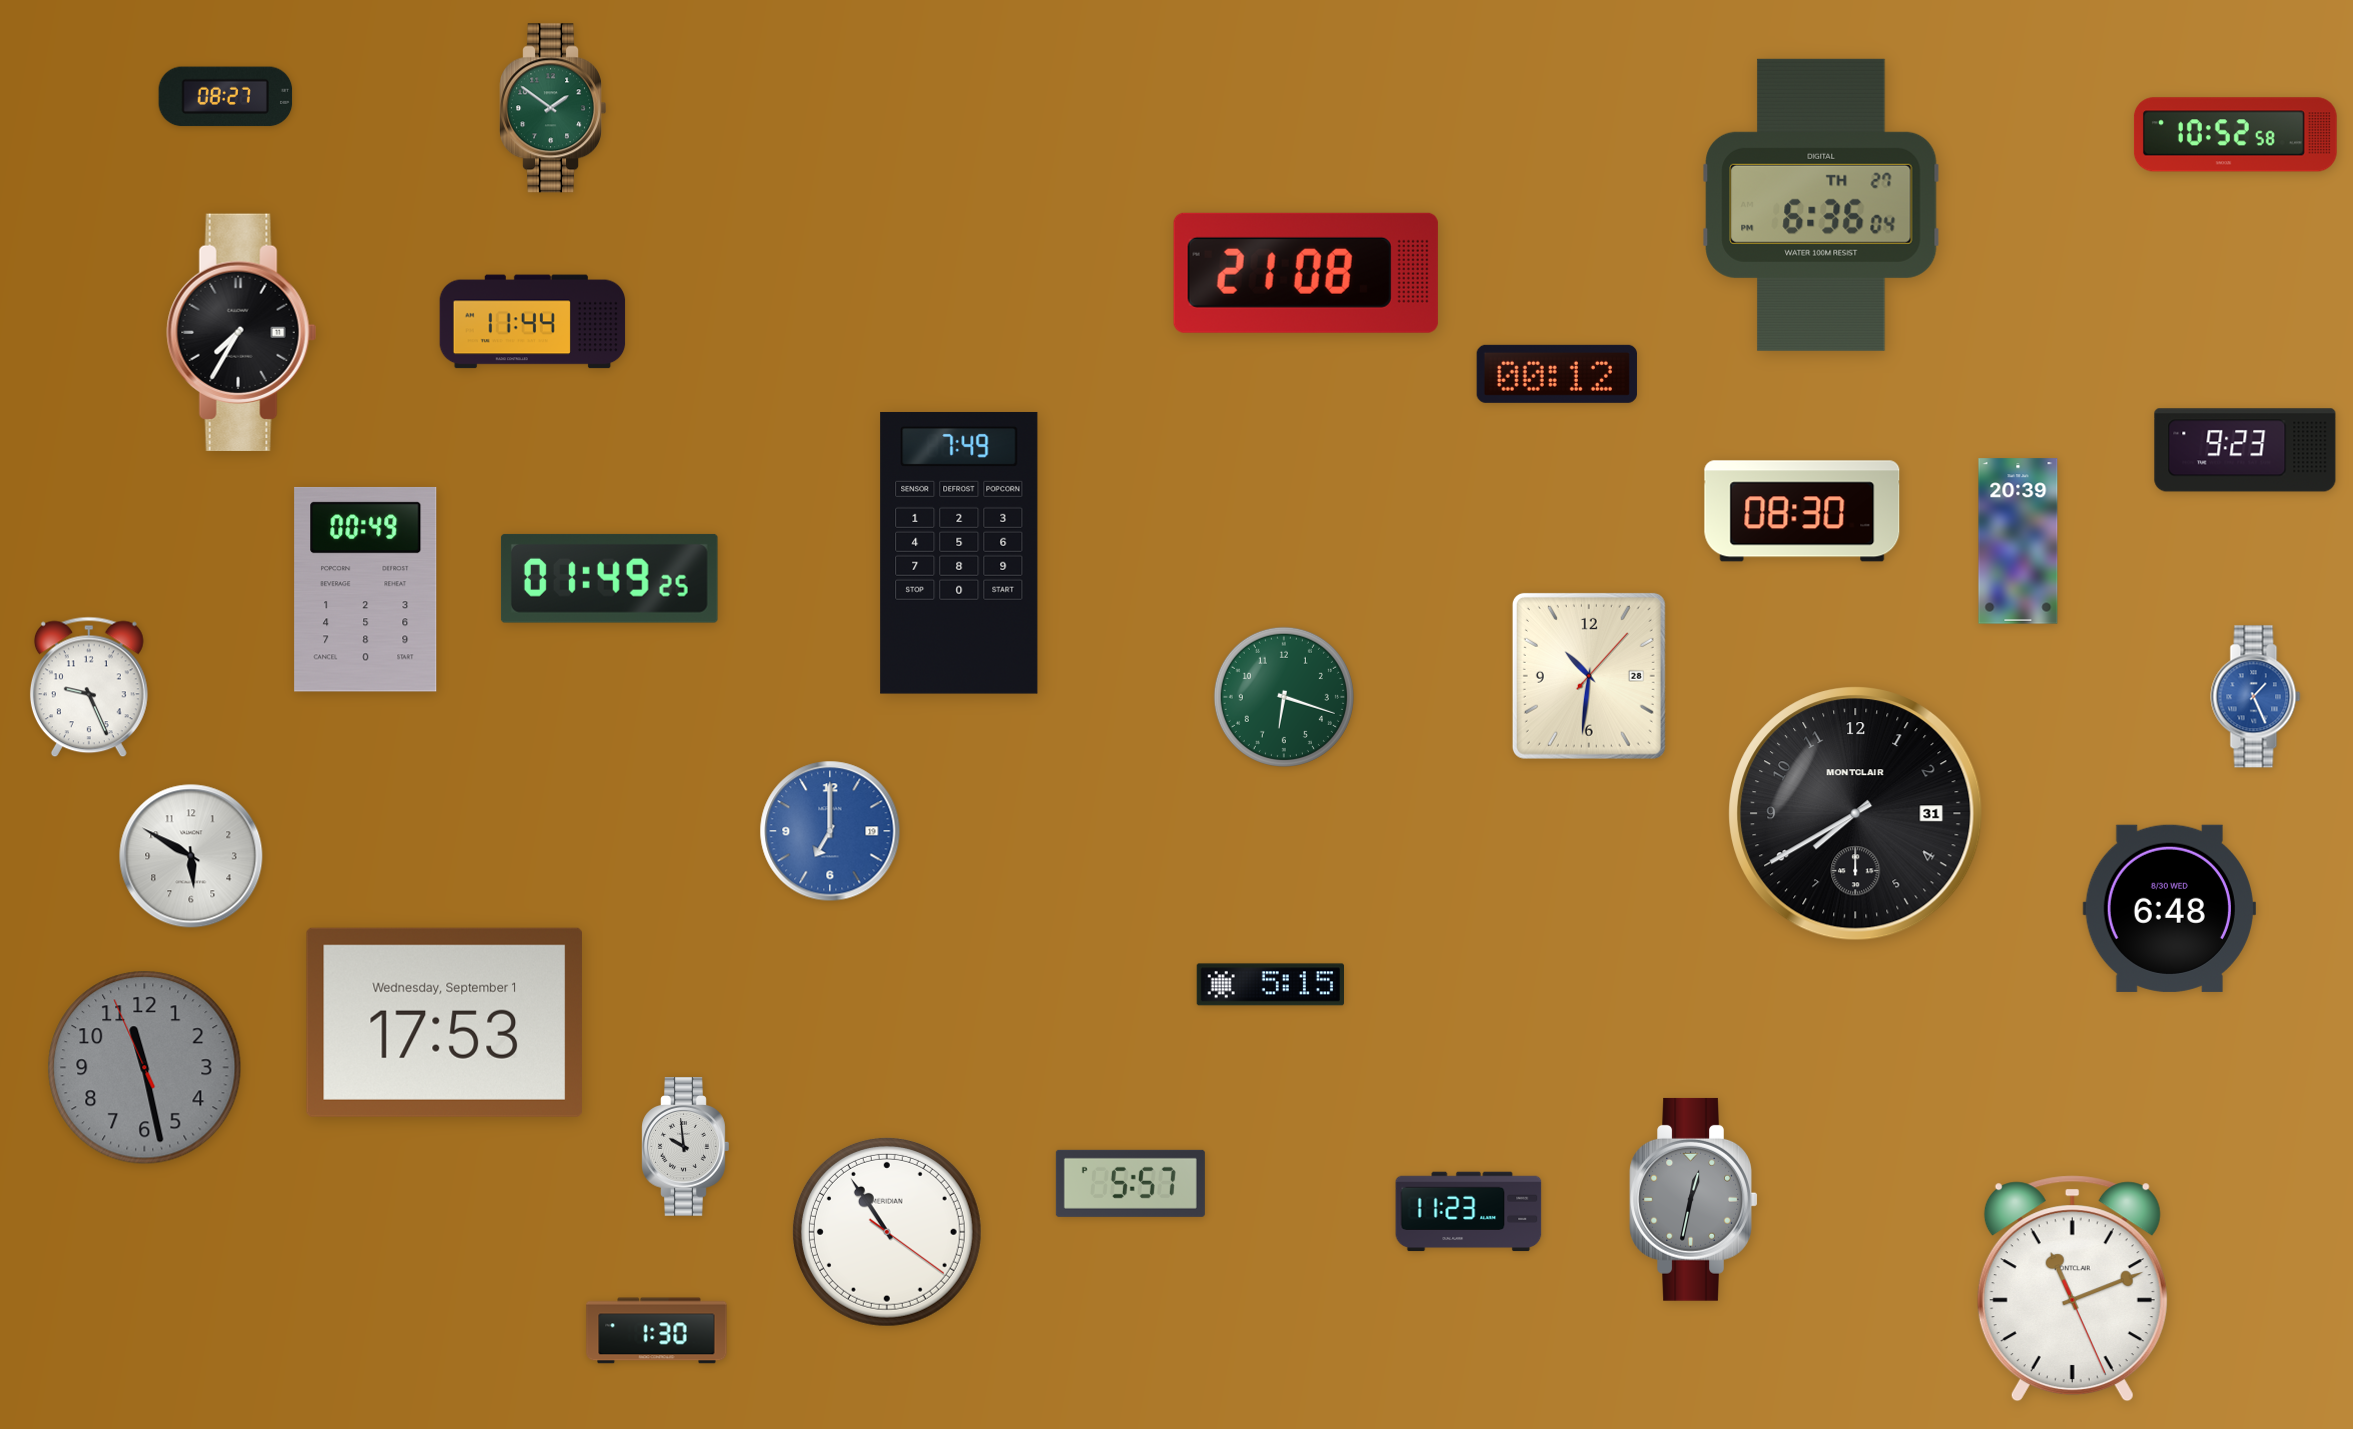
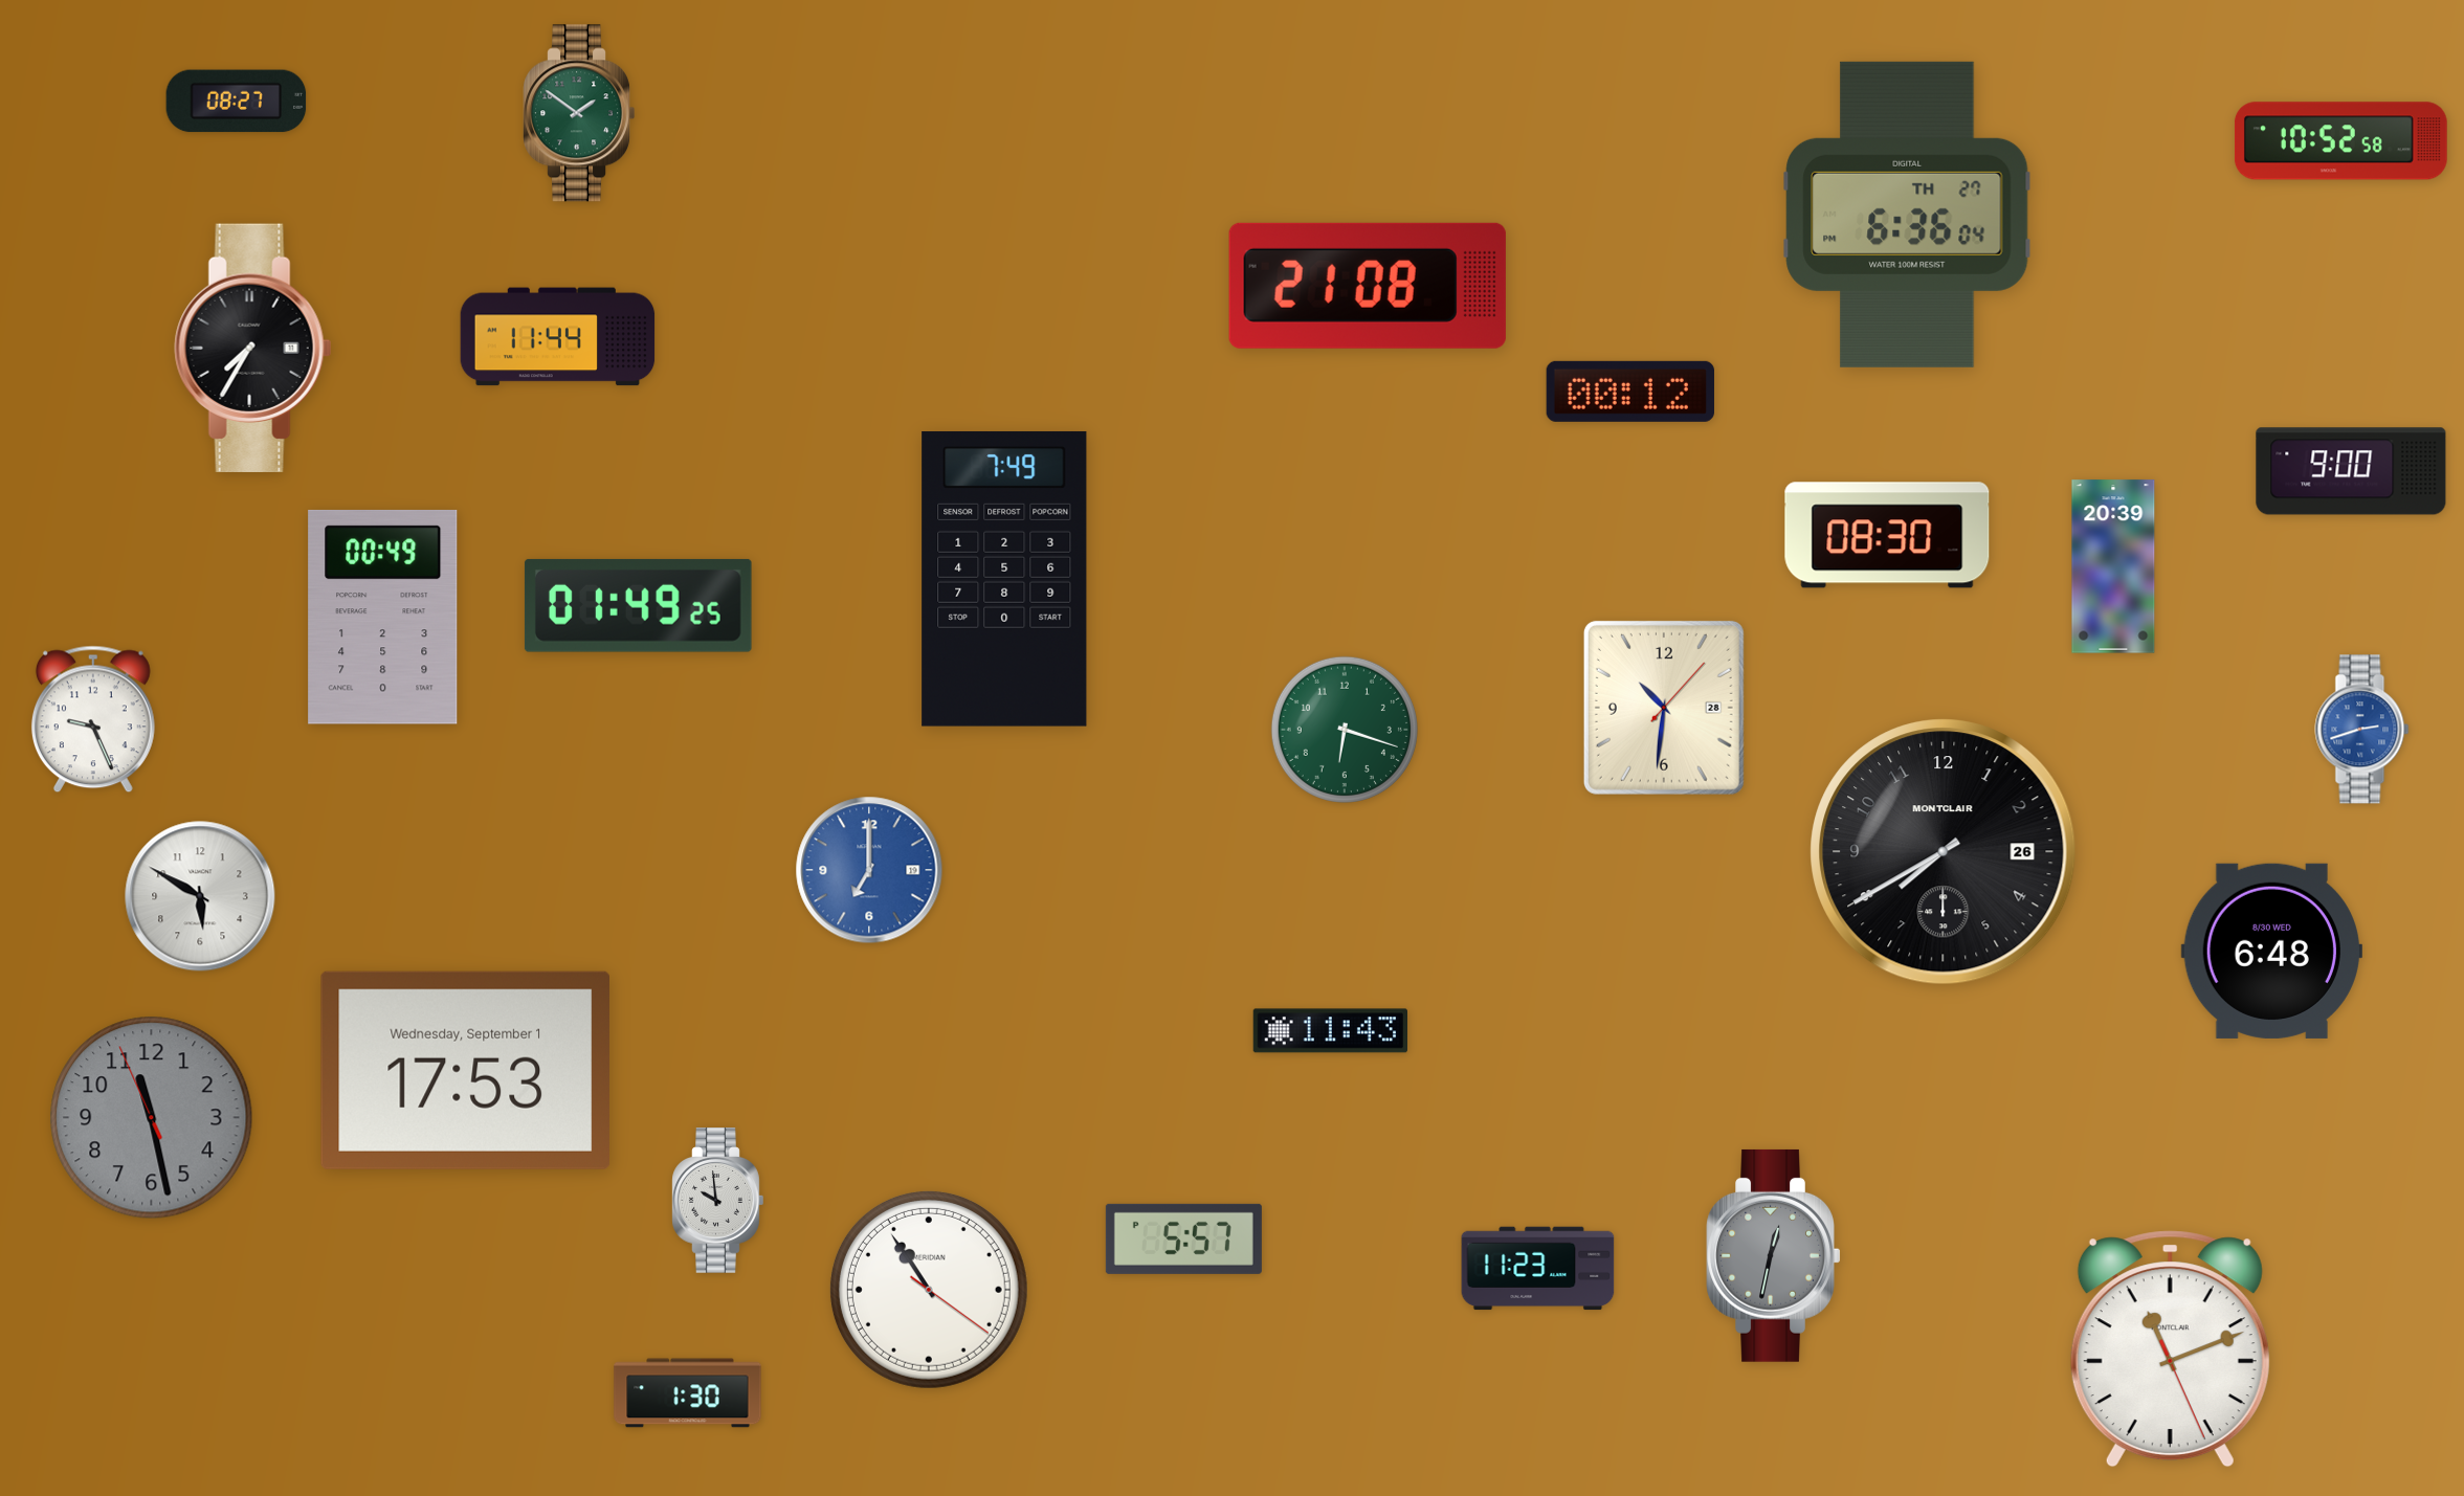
clock at (2245, 450): 9:23 -> 9:00
clock at (2256, 697): 1:26 -> 2:42
clock at (1856, 814) date: 31 -> 26
clock at (1270, 985): 5:15 -> 11:43
